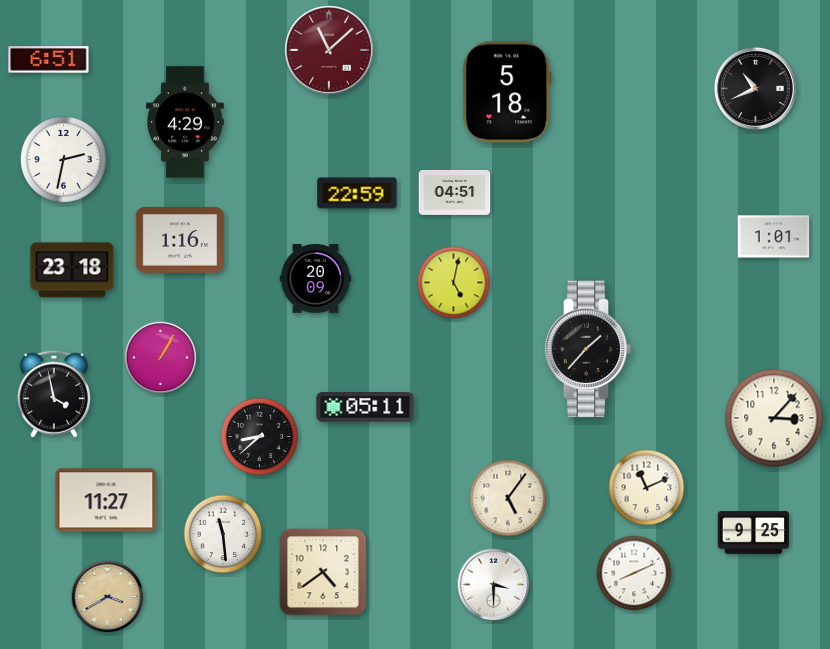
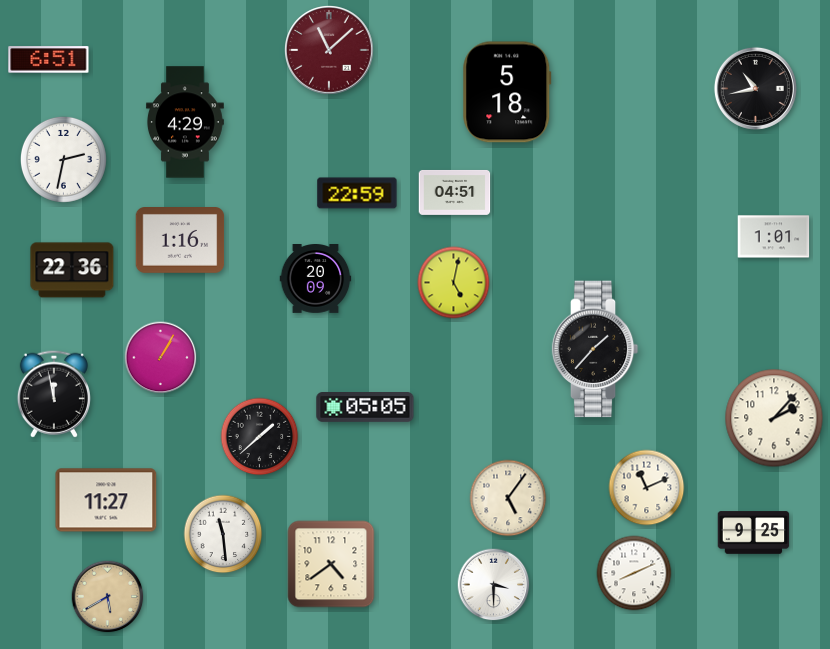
clock at (755, 88): 10:41 -> 10:43
clock at (72, 270): 23:18 -> 22:36
clock at (588, 349) position: (588, 349) -> (595, 349)
clock at (54, 394): 3:58 -> 11:58
clock at (365, 408): 05:11 -> 05:05
clock at (774, 418): 3:07 -> 2:07
clock at (260, 437): 8:38 -> 1:38
clock at (323, 572) position: (323, 572) -> (331, 564)
clock at (108, 597): 3:40 -> 5:40
